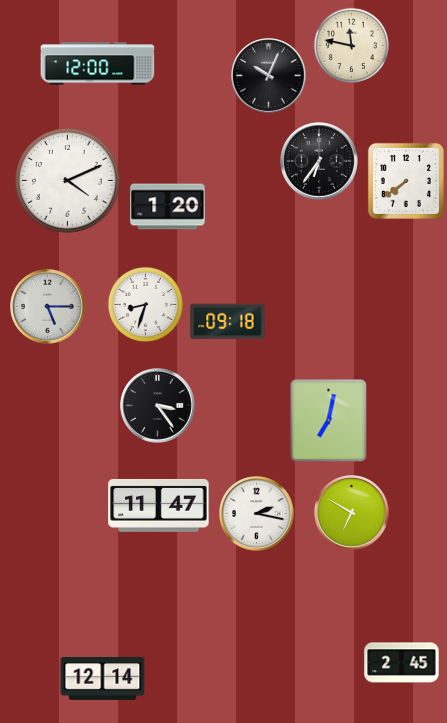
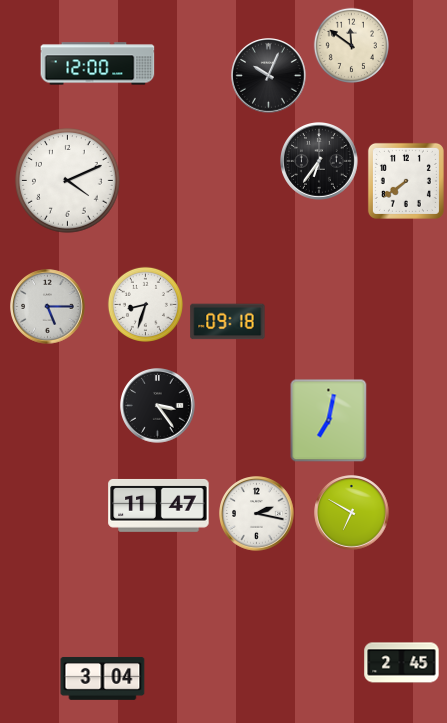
clock at (351, 45): 11:47 -> 11:51
clock at (168, 207): 1:20 -> none
clock at (103, 678): 12:14 -> 3:04
